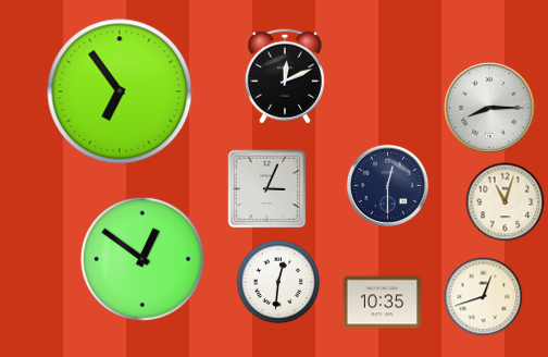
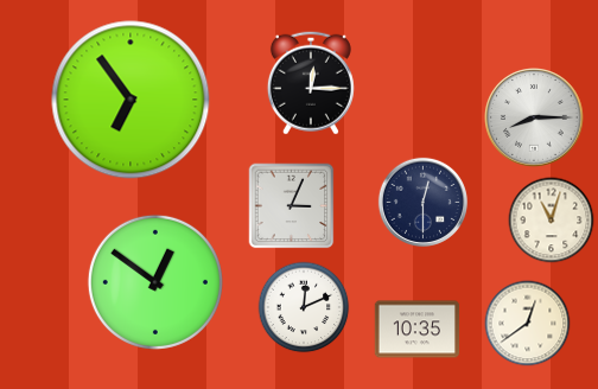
clock at (285, 76): 12:11 -> 12:15
clock at (278, 282): 12:31 -> 12:11
clock at (484, 297): 12:42 -> 12:39
